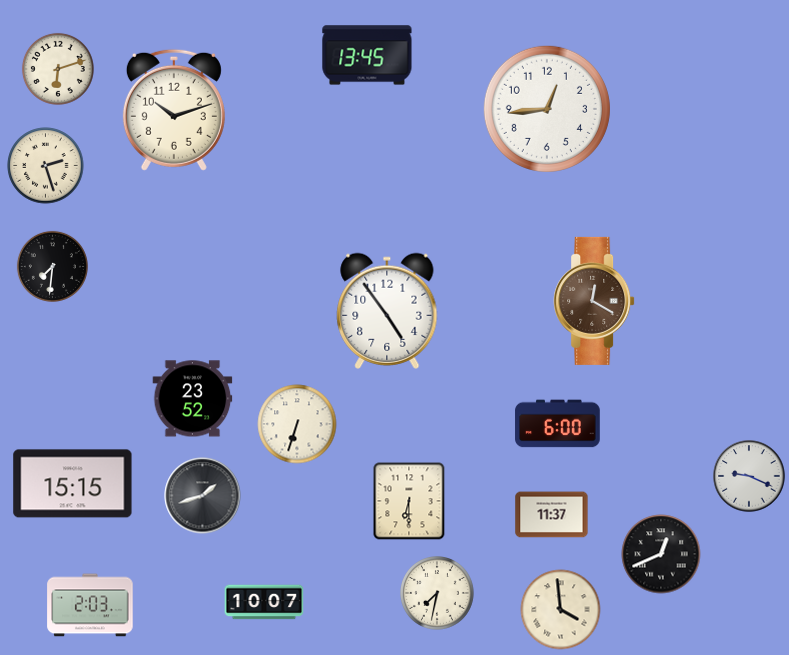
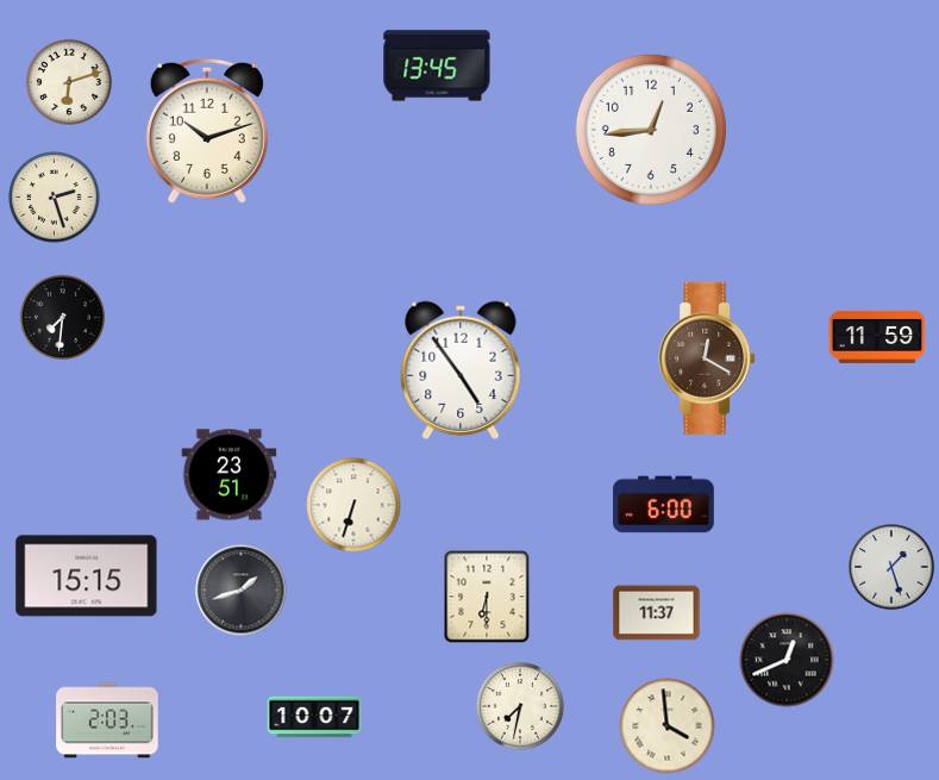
clock at (877, 337): none -> 11:59
clock at (193, 399): 23:52 -> 23:51
clock at (749, 476): 9:19 -> 1:27
